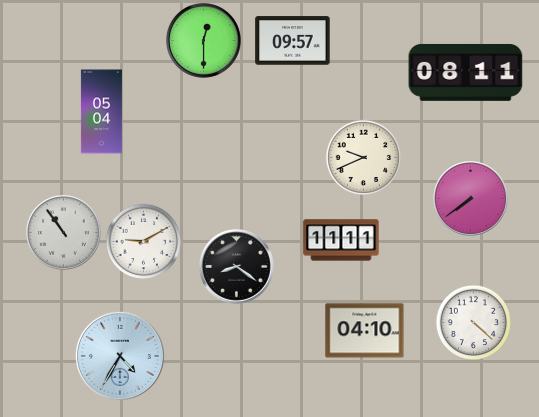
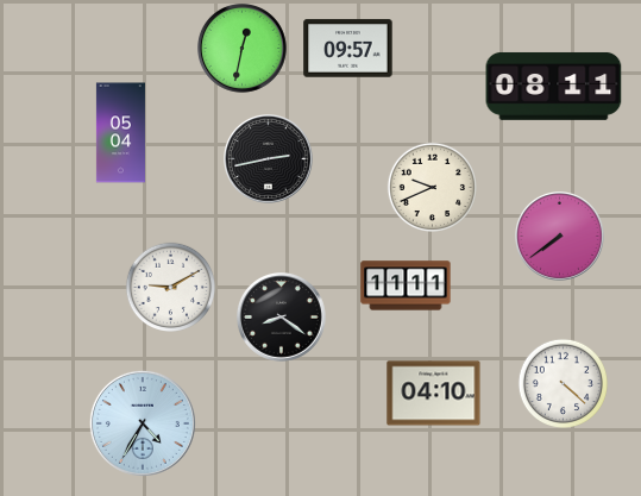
clock at (204, 41): 12:30 -> 12:32
clock at (269, 159): none -> 2:43
clock at (64, 233): 10:54 -> none
